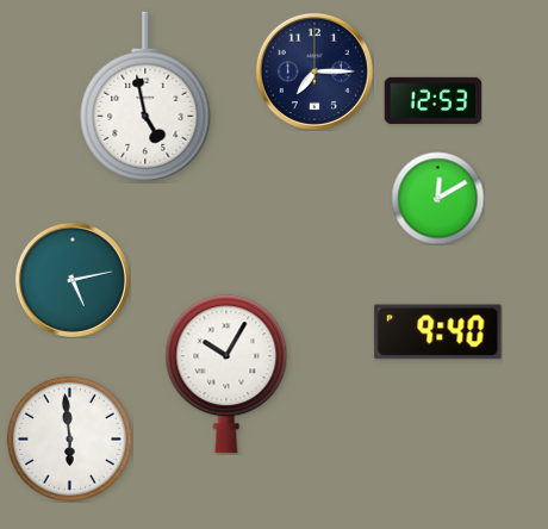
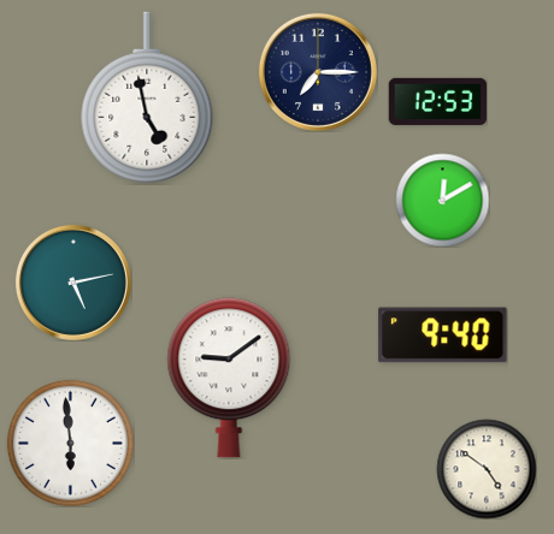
clock at (226, 374): 10:05 -> 9:09
clock at (487, 469): none -> 4:51
